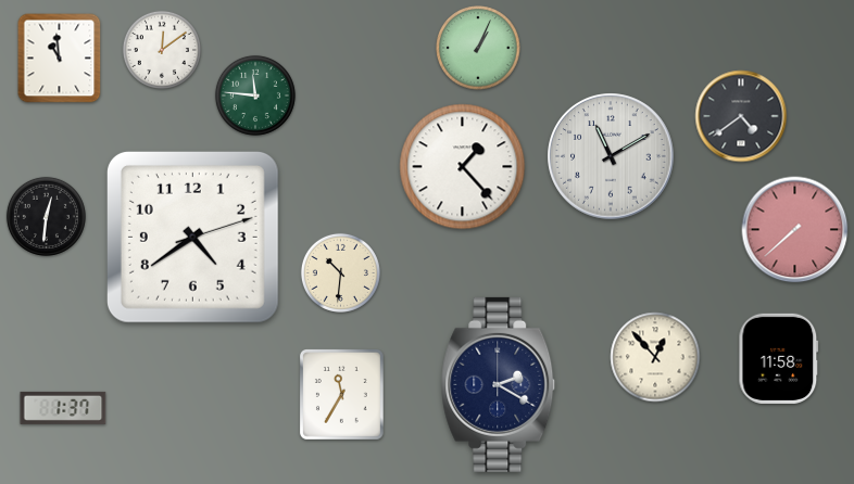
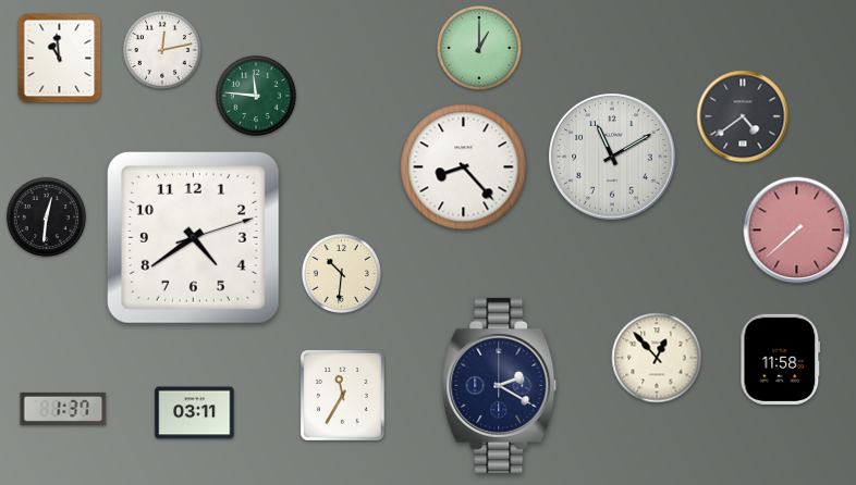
clock at (478, 48): 1:04 -> 1:00
clock at (162, 50): 12:09 -> 12:13
clock at (463, 167): 1:23 -> 8:23
clock at (195, 413): none -> 03:11
